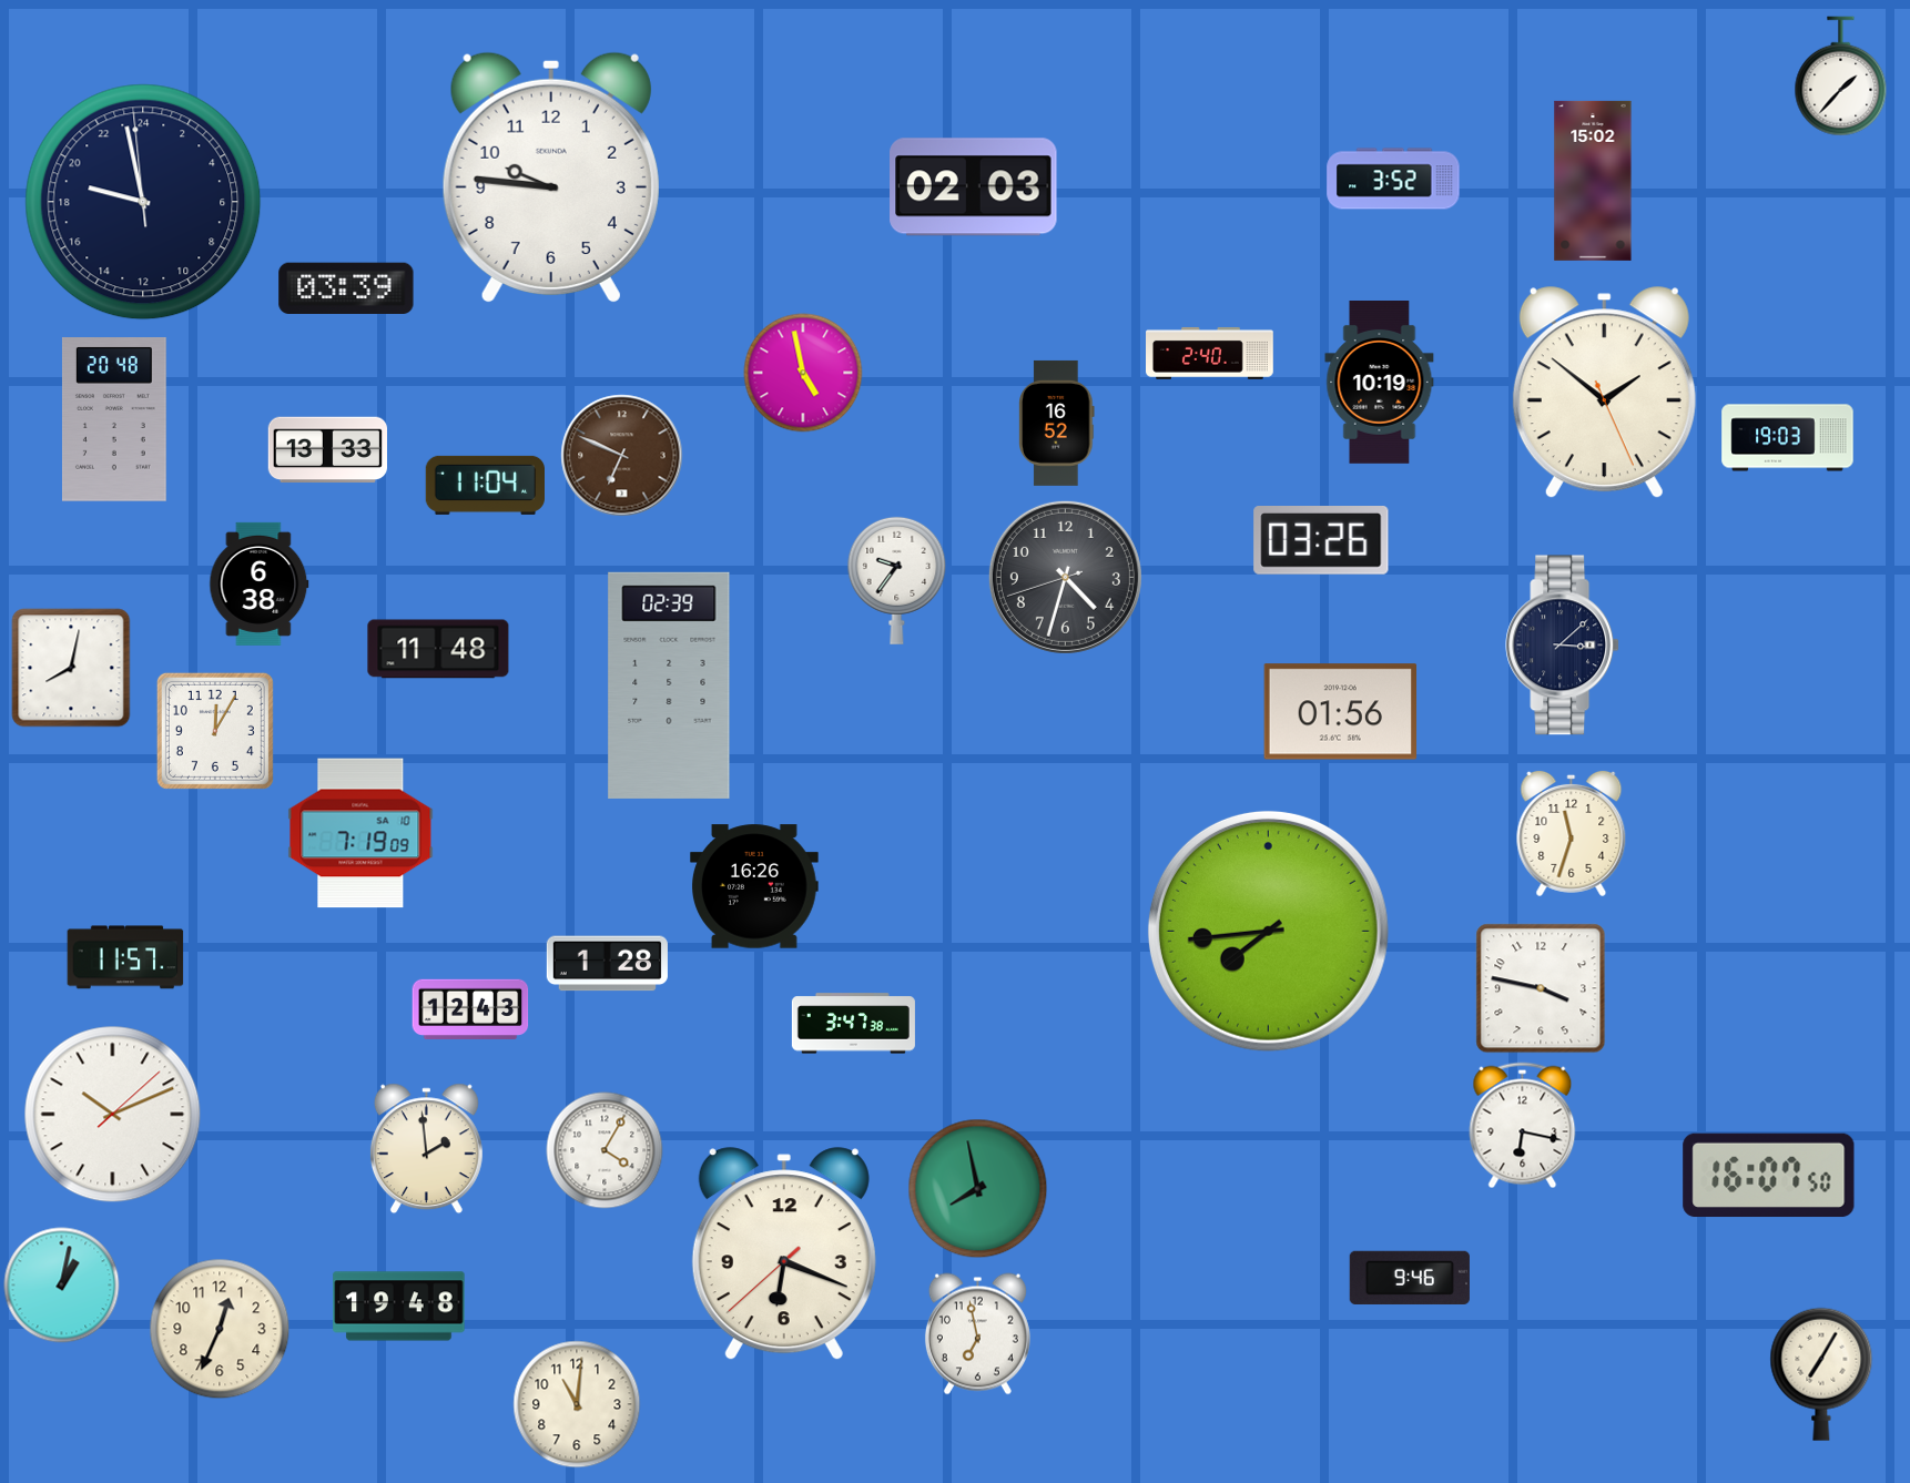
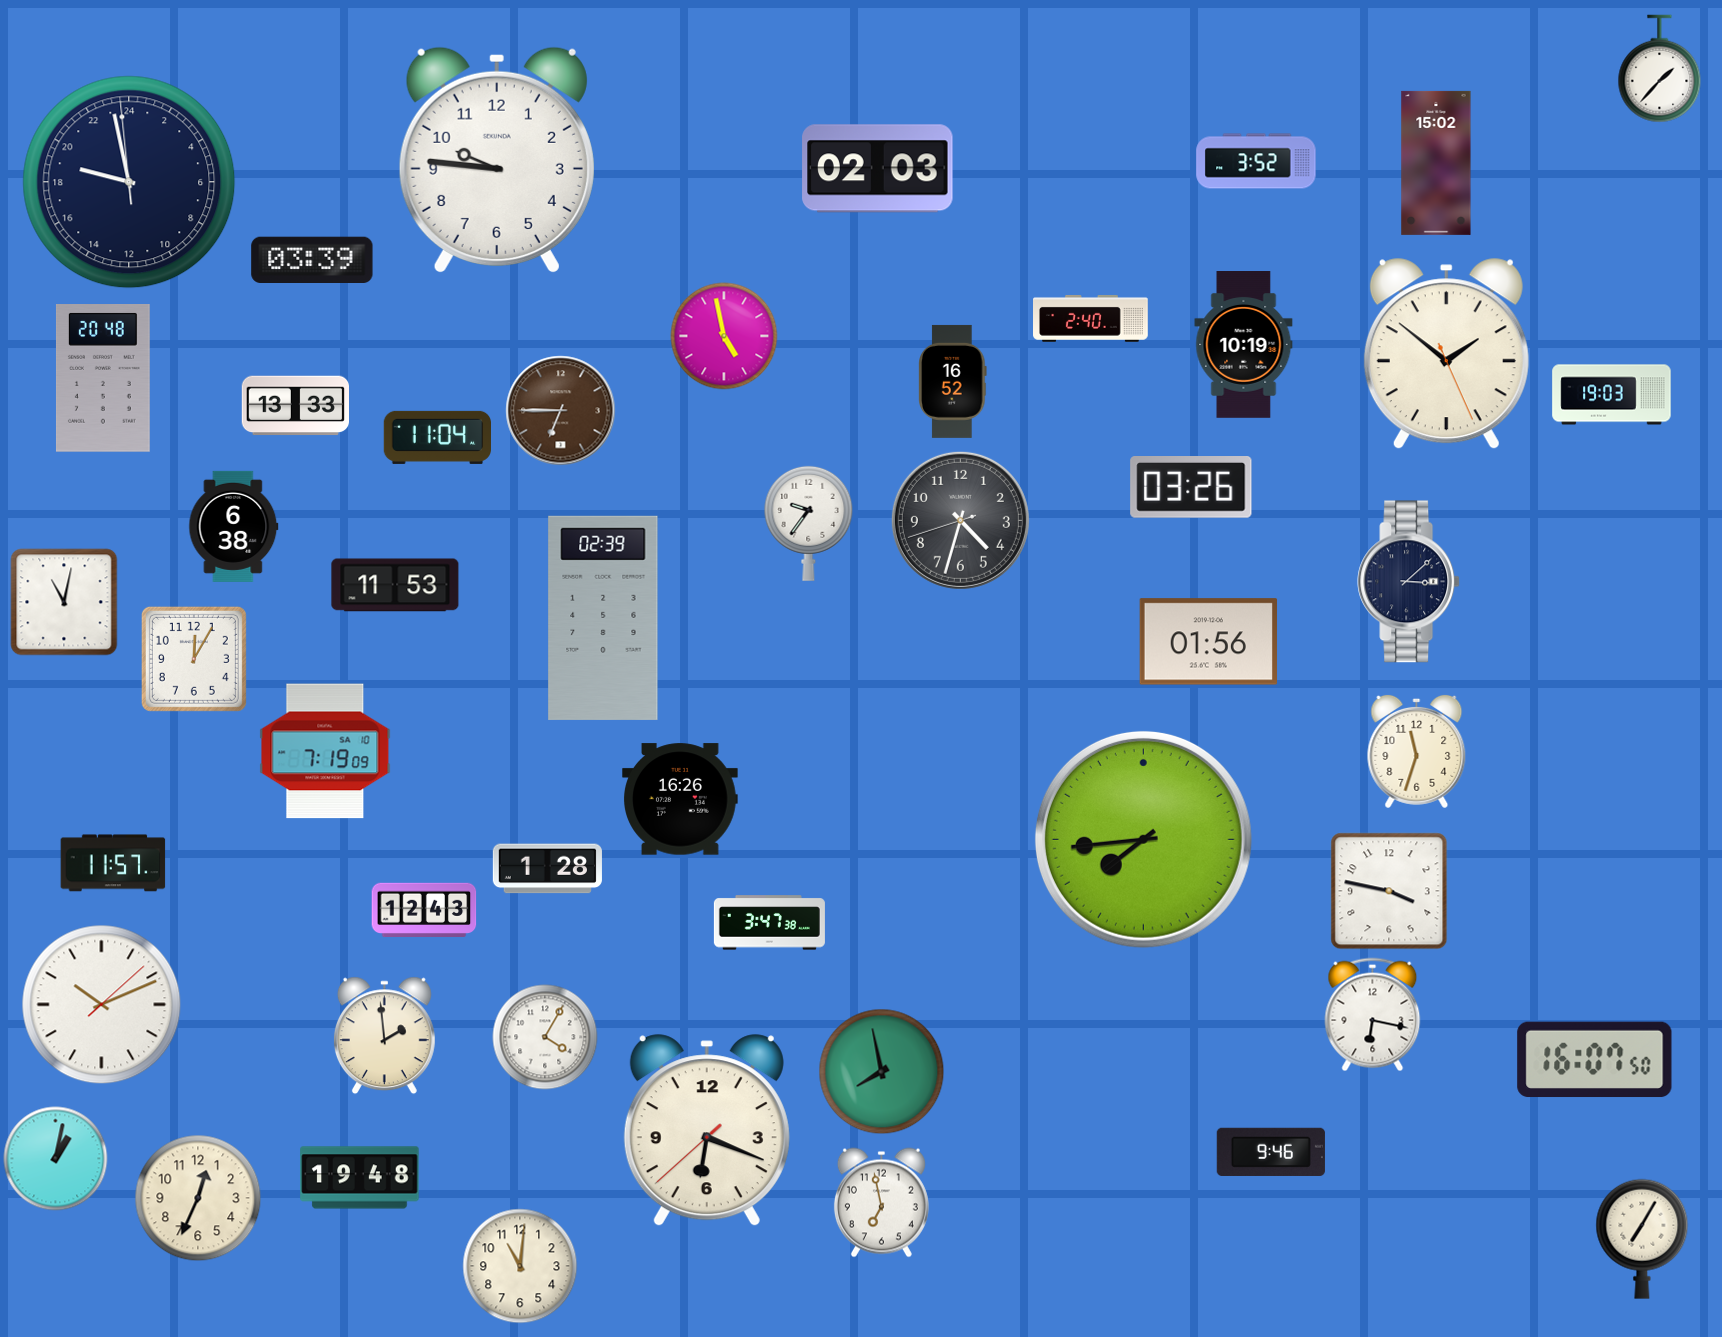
clock at (622, 456): 6:49 -> 6:45
clock at (438, 649): 11:48 -> 11:53
clock at (71, 668): 8:02 -> 11:02
